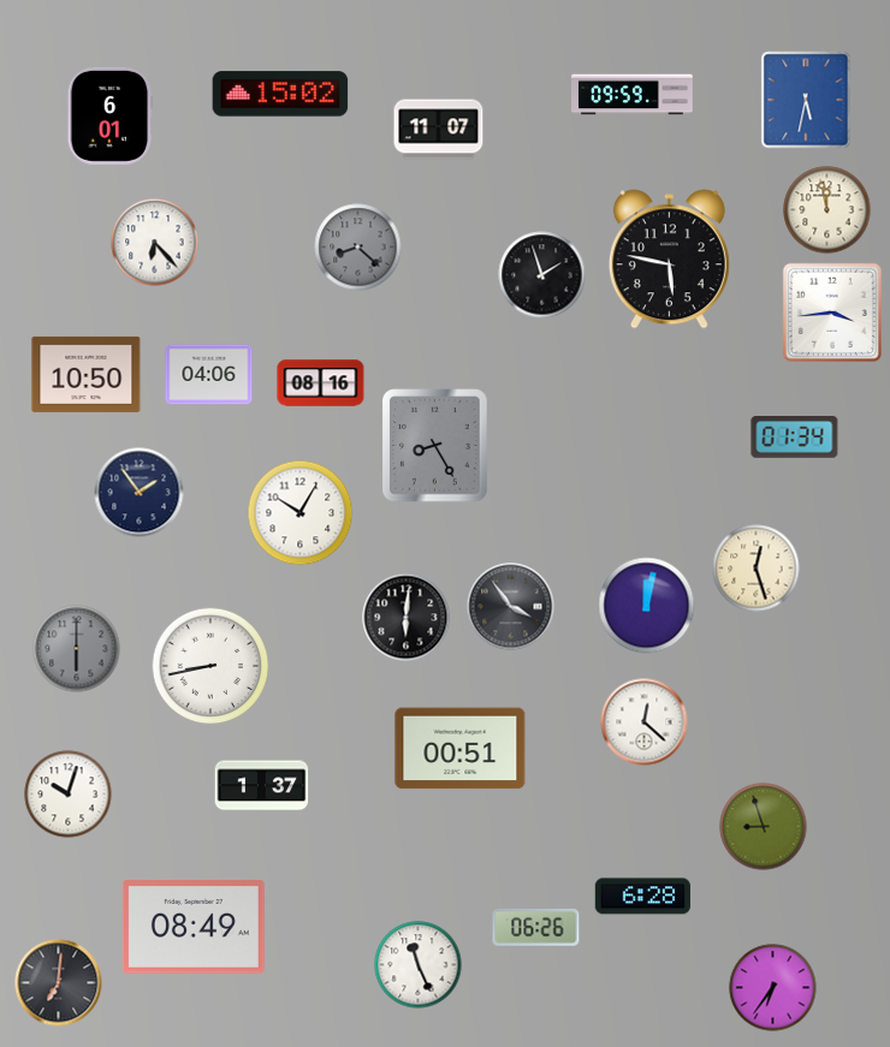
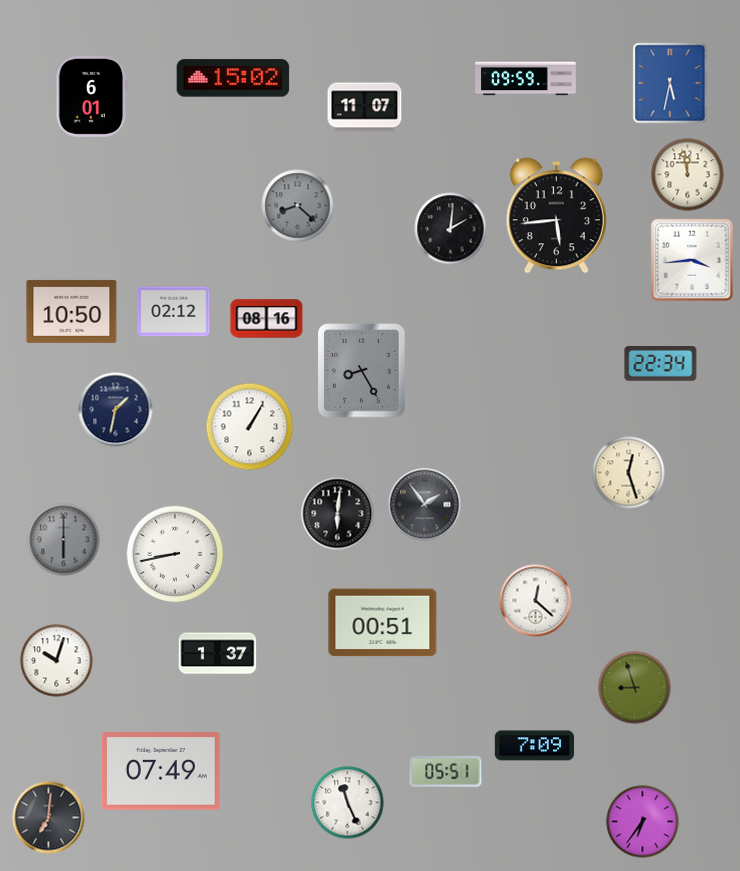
clock at (155, 243): 6:23 -> none
clock at (669, 260): 5:47 -> 5:44
clock at (542, 275): 1:57 -> 2:01
clock at (209, 375): 04:06 -> 02:12
clock at (795, 438): 01:34 -> 22:34
clock at (140, 493): 1:54 -> 1:32
clock at (301, 513): 10:05 -> 1:05
clock at (647, 606): 12:02 -> none
clock at (511, 607): 3:54 -> 1:54
clock at (642, 897): 6:28 -> 7:09
clock at (536, 927): 06:26 -> 05:51
clock at (194, 928): 08:49 -> 07:49
